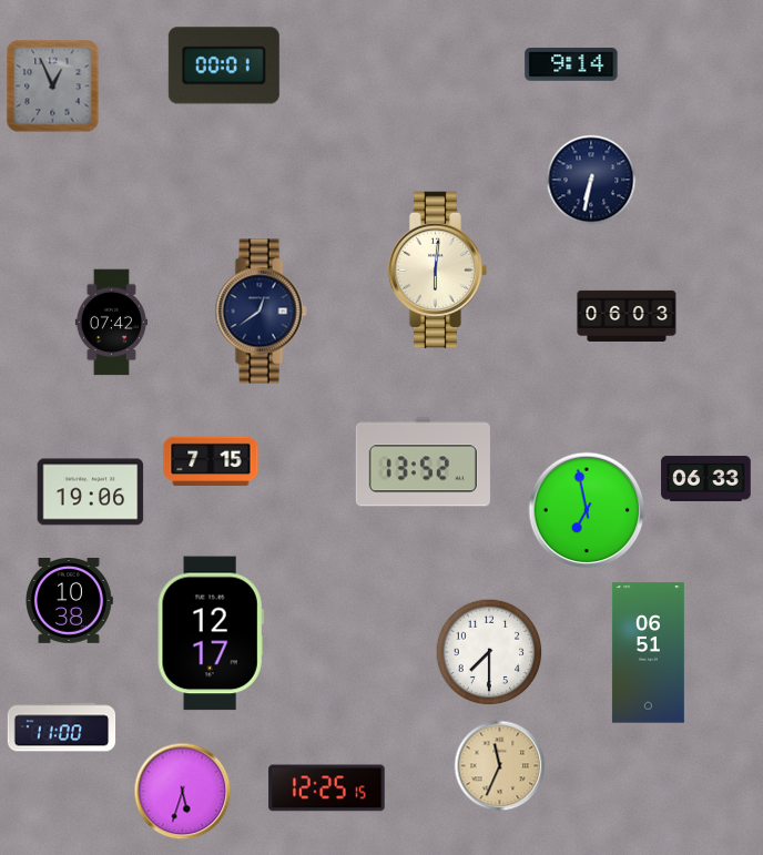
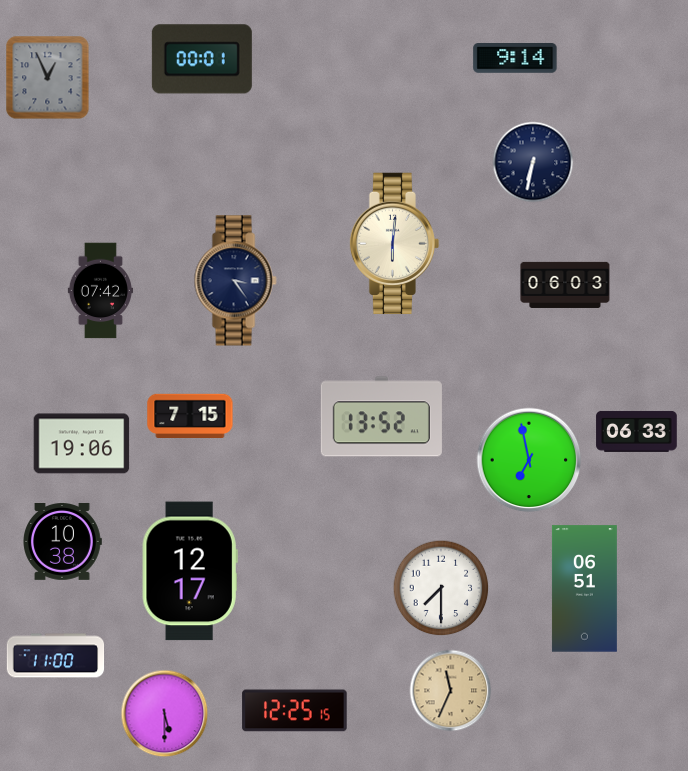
clock at (261, 312): 12:39 -> 3:24
clock at (183, 792): 5:33 -> 5:30
